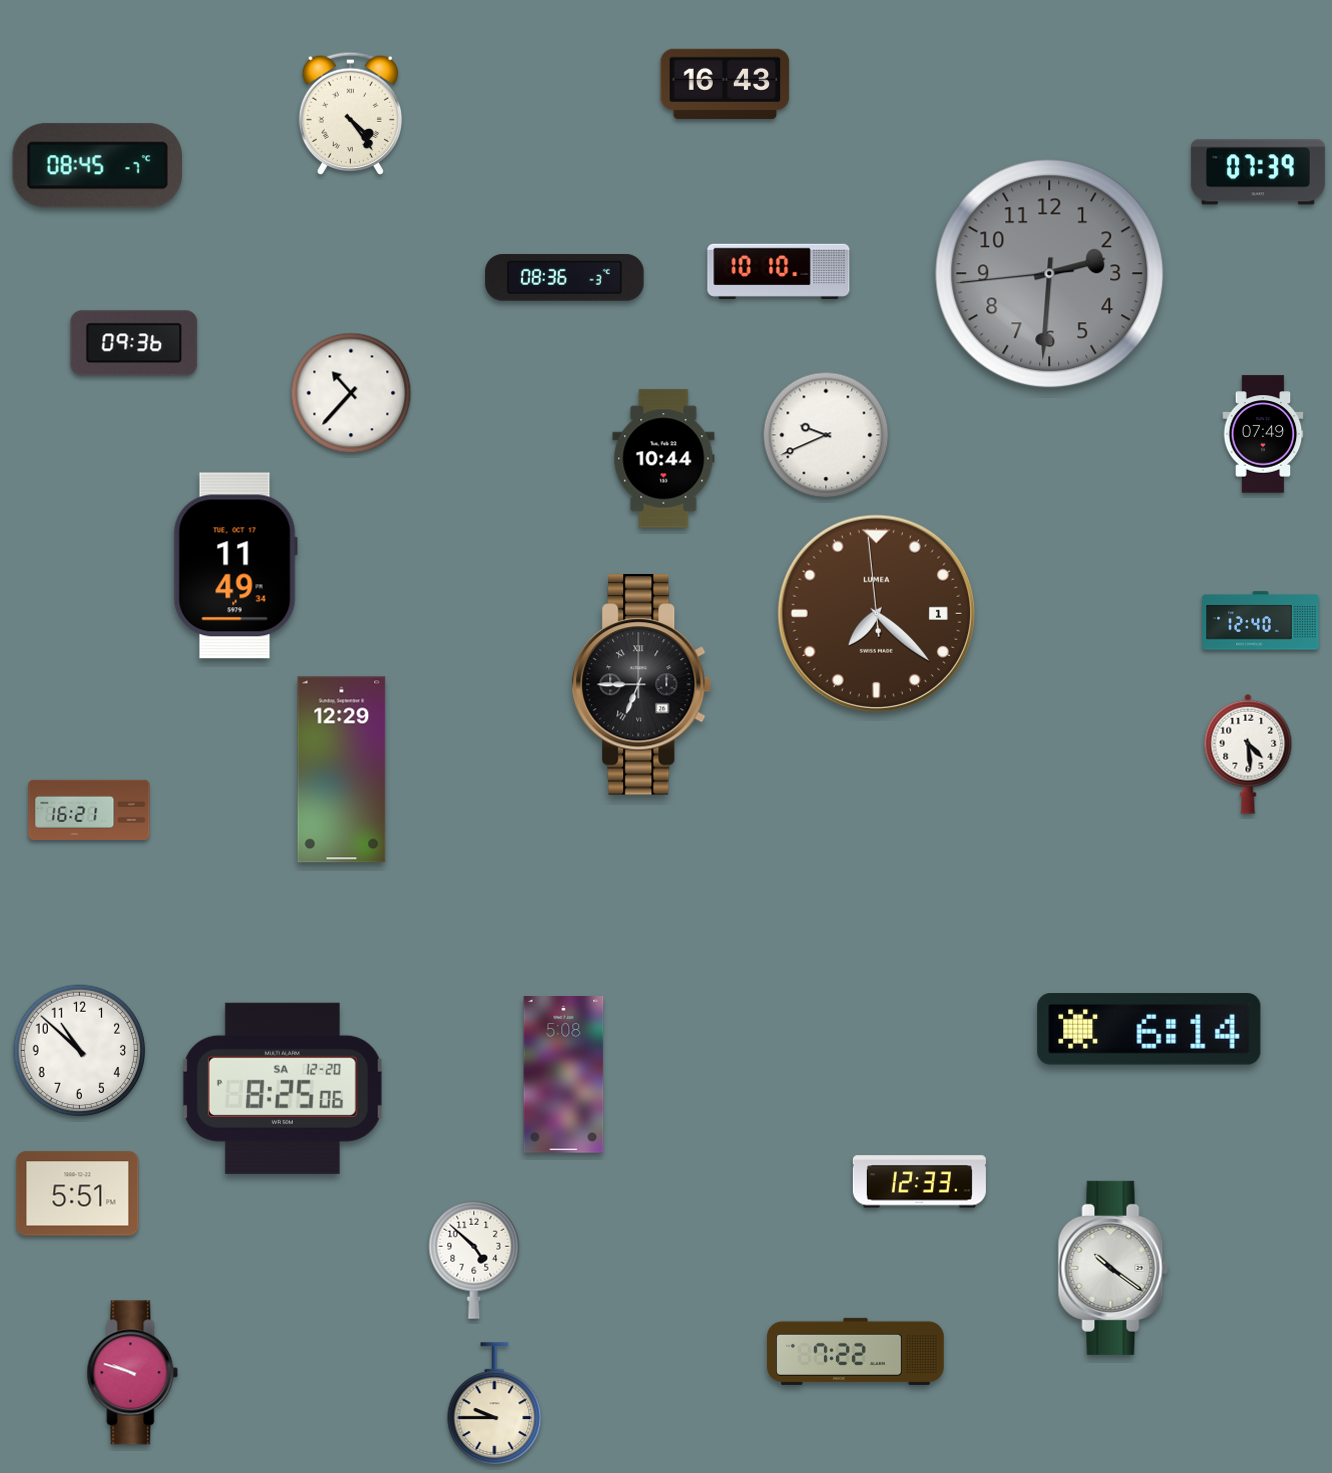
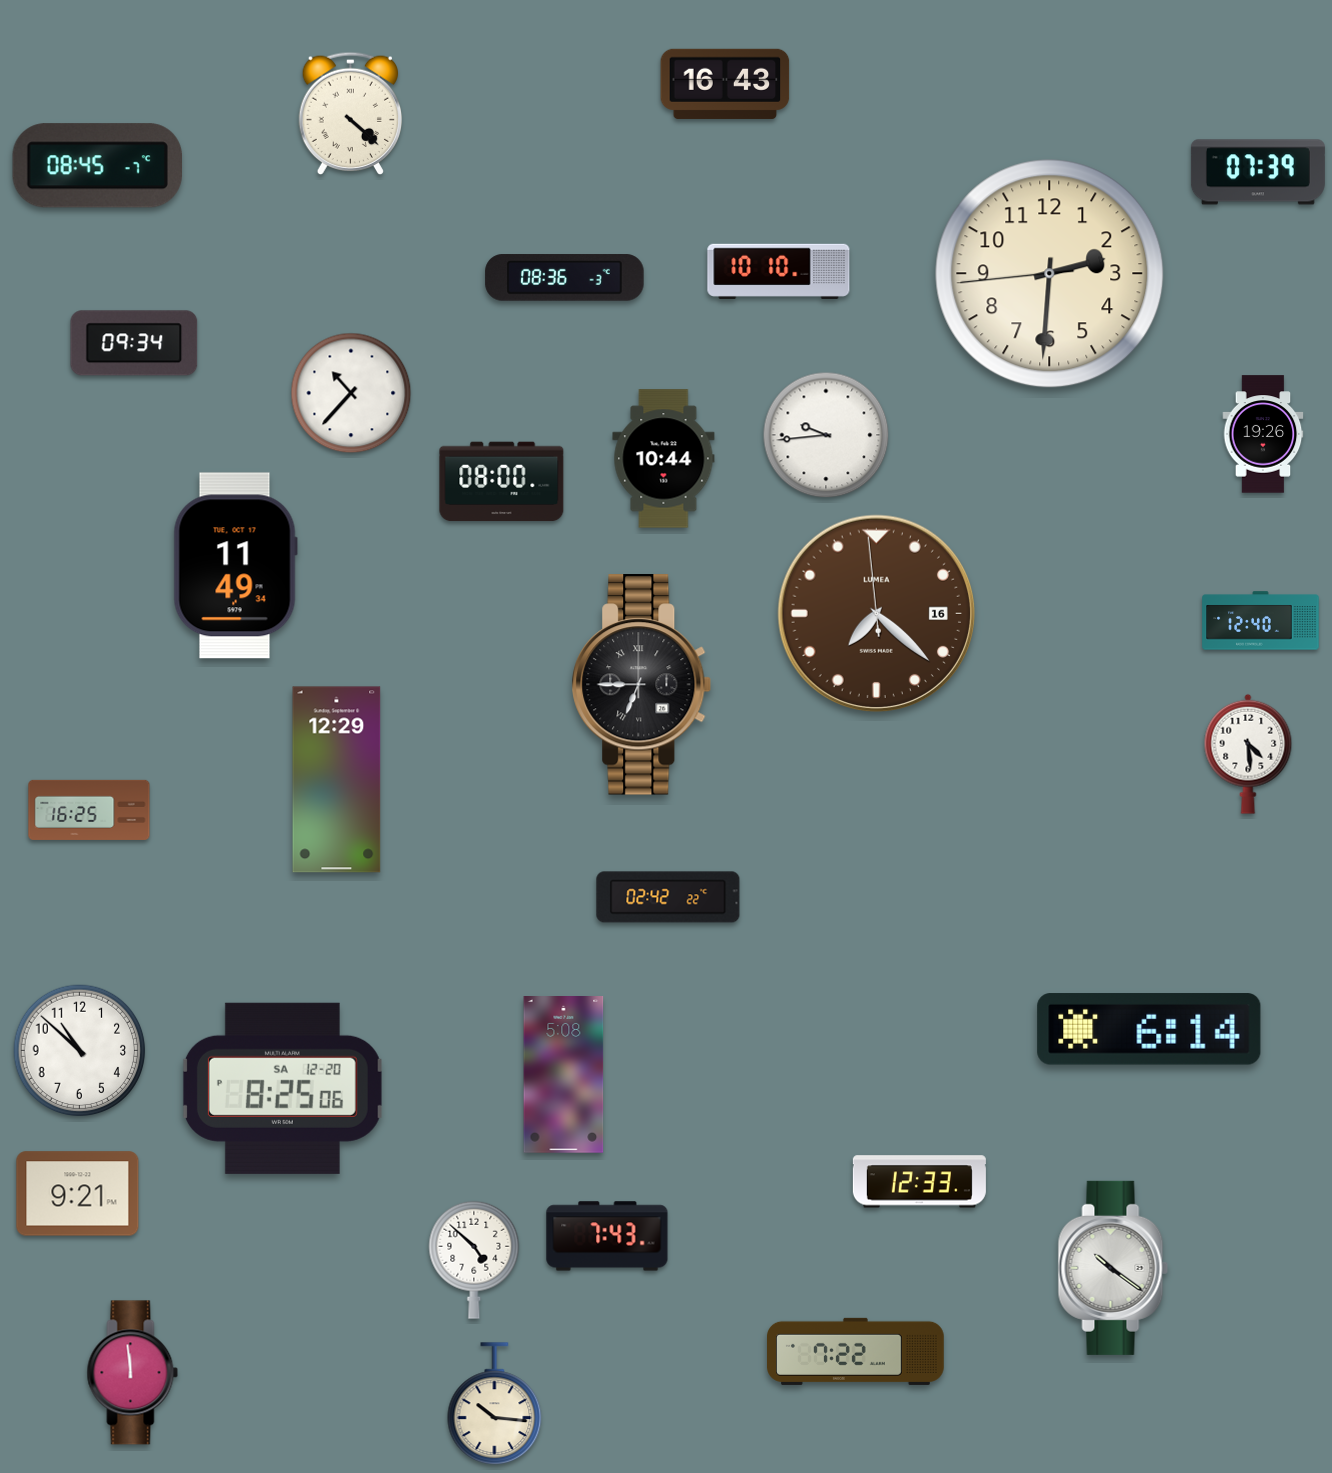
clock at (351, 114): 4:24 -> 4:22
clock at (1050, 274) dial: grey -> cream
clock at (134, 343): 09:36 -> 09:34
clock at (1263, 434): 07:49 -> 19:26
clock at (826, 435): 9:41 -> 9:44
clock at (502, 482): none -> 08:00
clock at (877, 614) date: 1 -> 16
clock at (342, 770) position: (342, 770) -> (337, 780)
clock at (89, 810): 16:21 -> 16:25
clock at (668, 897): none -> 02:42
clock at (78, 1194): 5:51 -> 9:21
clock at (607, 1236): none -> 7:43
clock at (133, 1373): 9:48 -> 11:59
clock at (495, 1404): 9:45 -> 10:16
